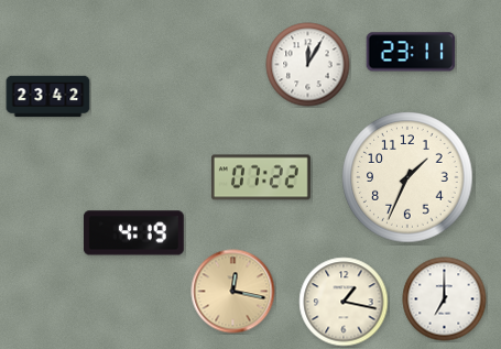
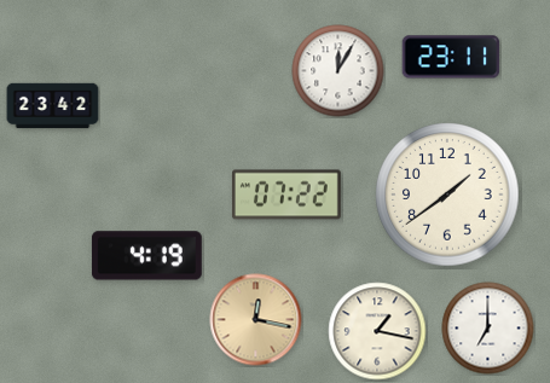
clock at (407, 177): 1:34 -> 1:39
